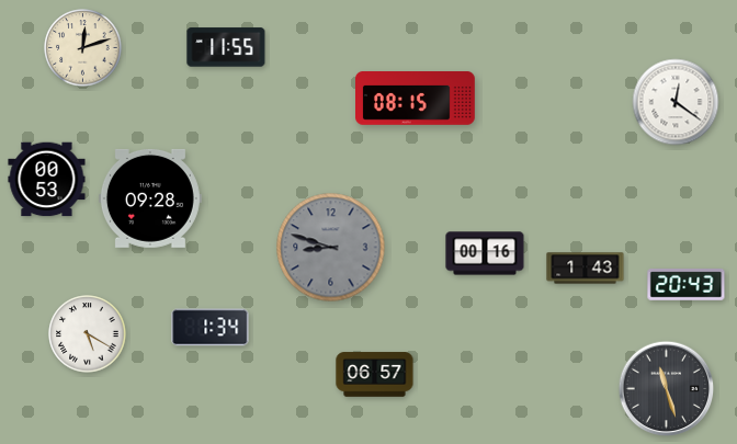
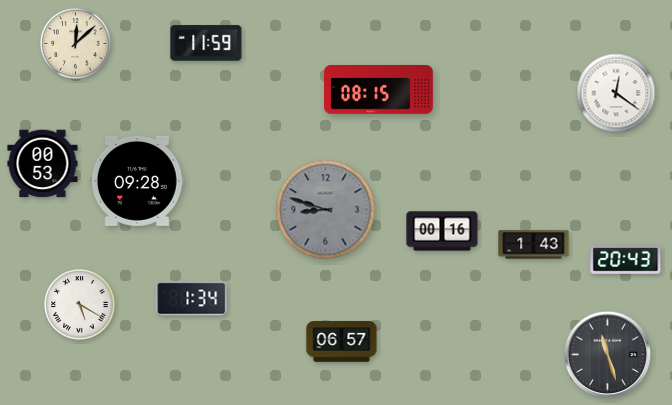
clock at (226, 47): 11:55 -> 11:59
clock at (83, 48): 12:12 -> 12:08
clock at (331, 248) position: (331, 248) -> (326, 210)
